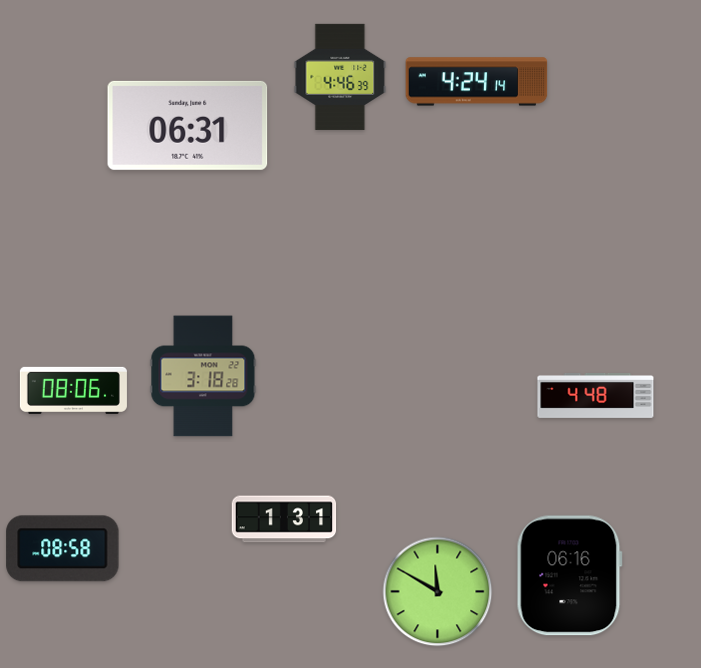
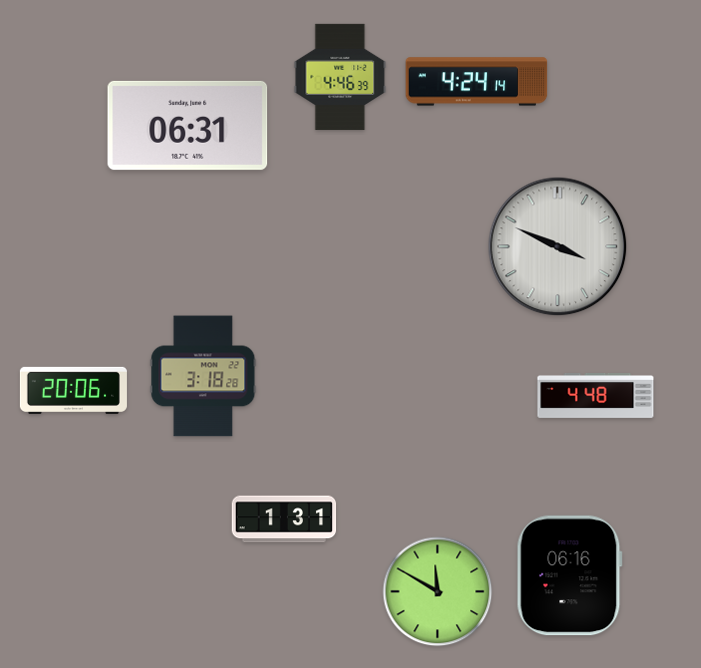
clock at (558, 247): none -> 3:49
clock at (73, 390): 08:06 -> 20:06
clock at (63, 549): 08:58 -> none
